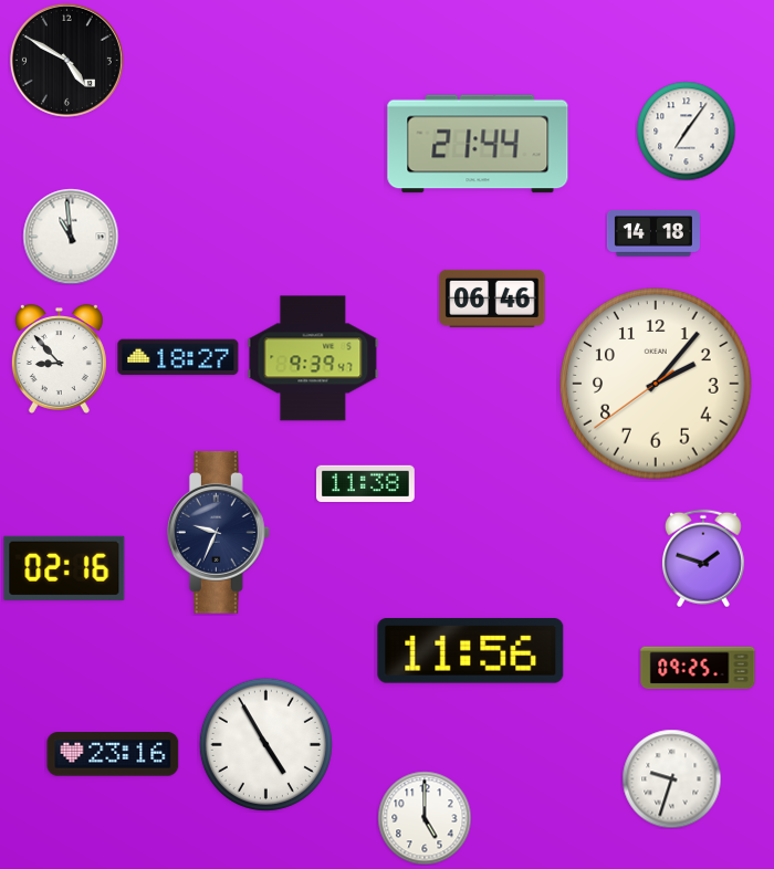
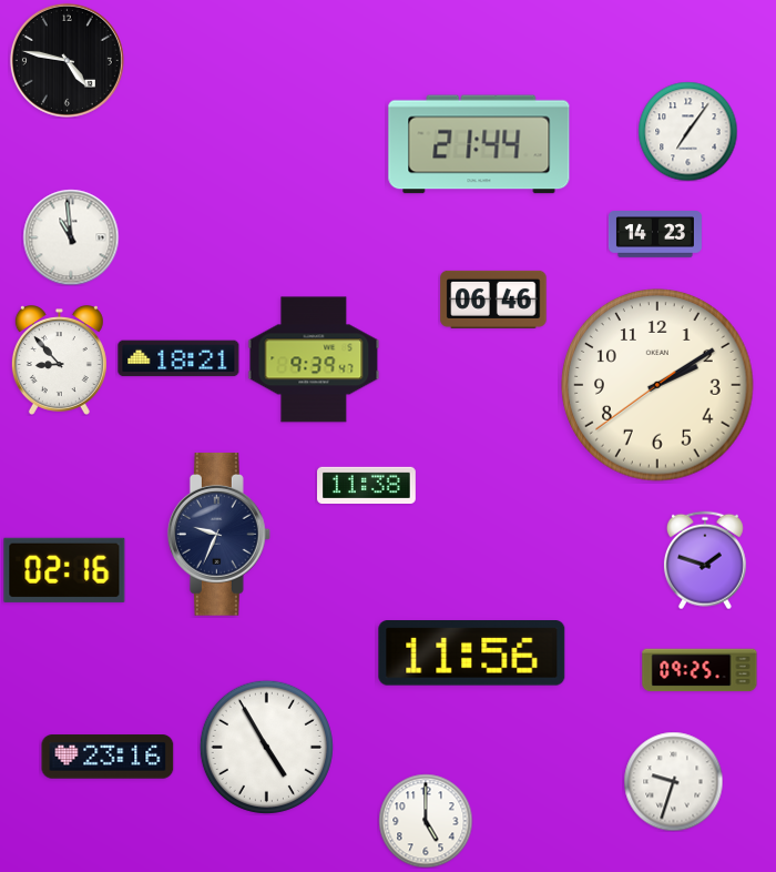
clock at (66, 60): 4:50 -> 4:47
clock at (653, 234): 14:18 -> 14:23
clock at (178, 357): 18:27 -> 18:21
clock at (656, 384): 2:06 -> 2:09
clock at (113, 754) position: (113, 754) -> (108, 757)
